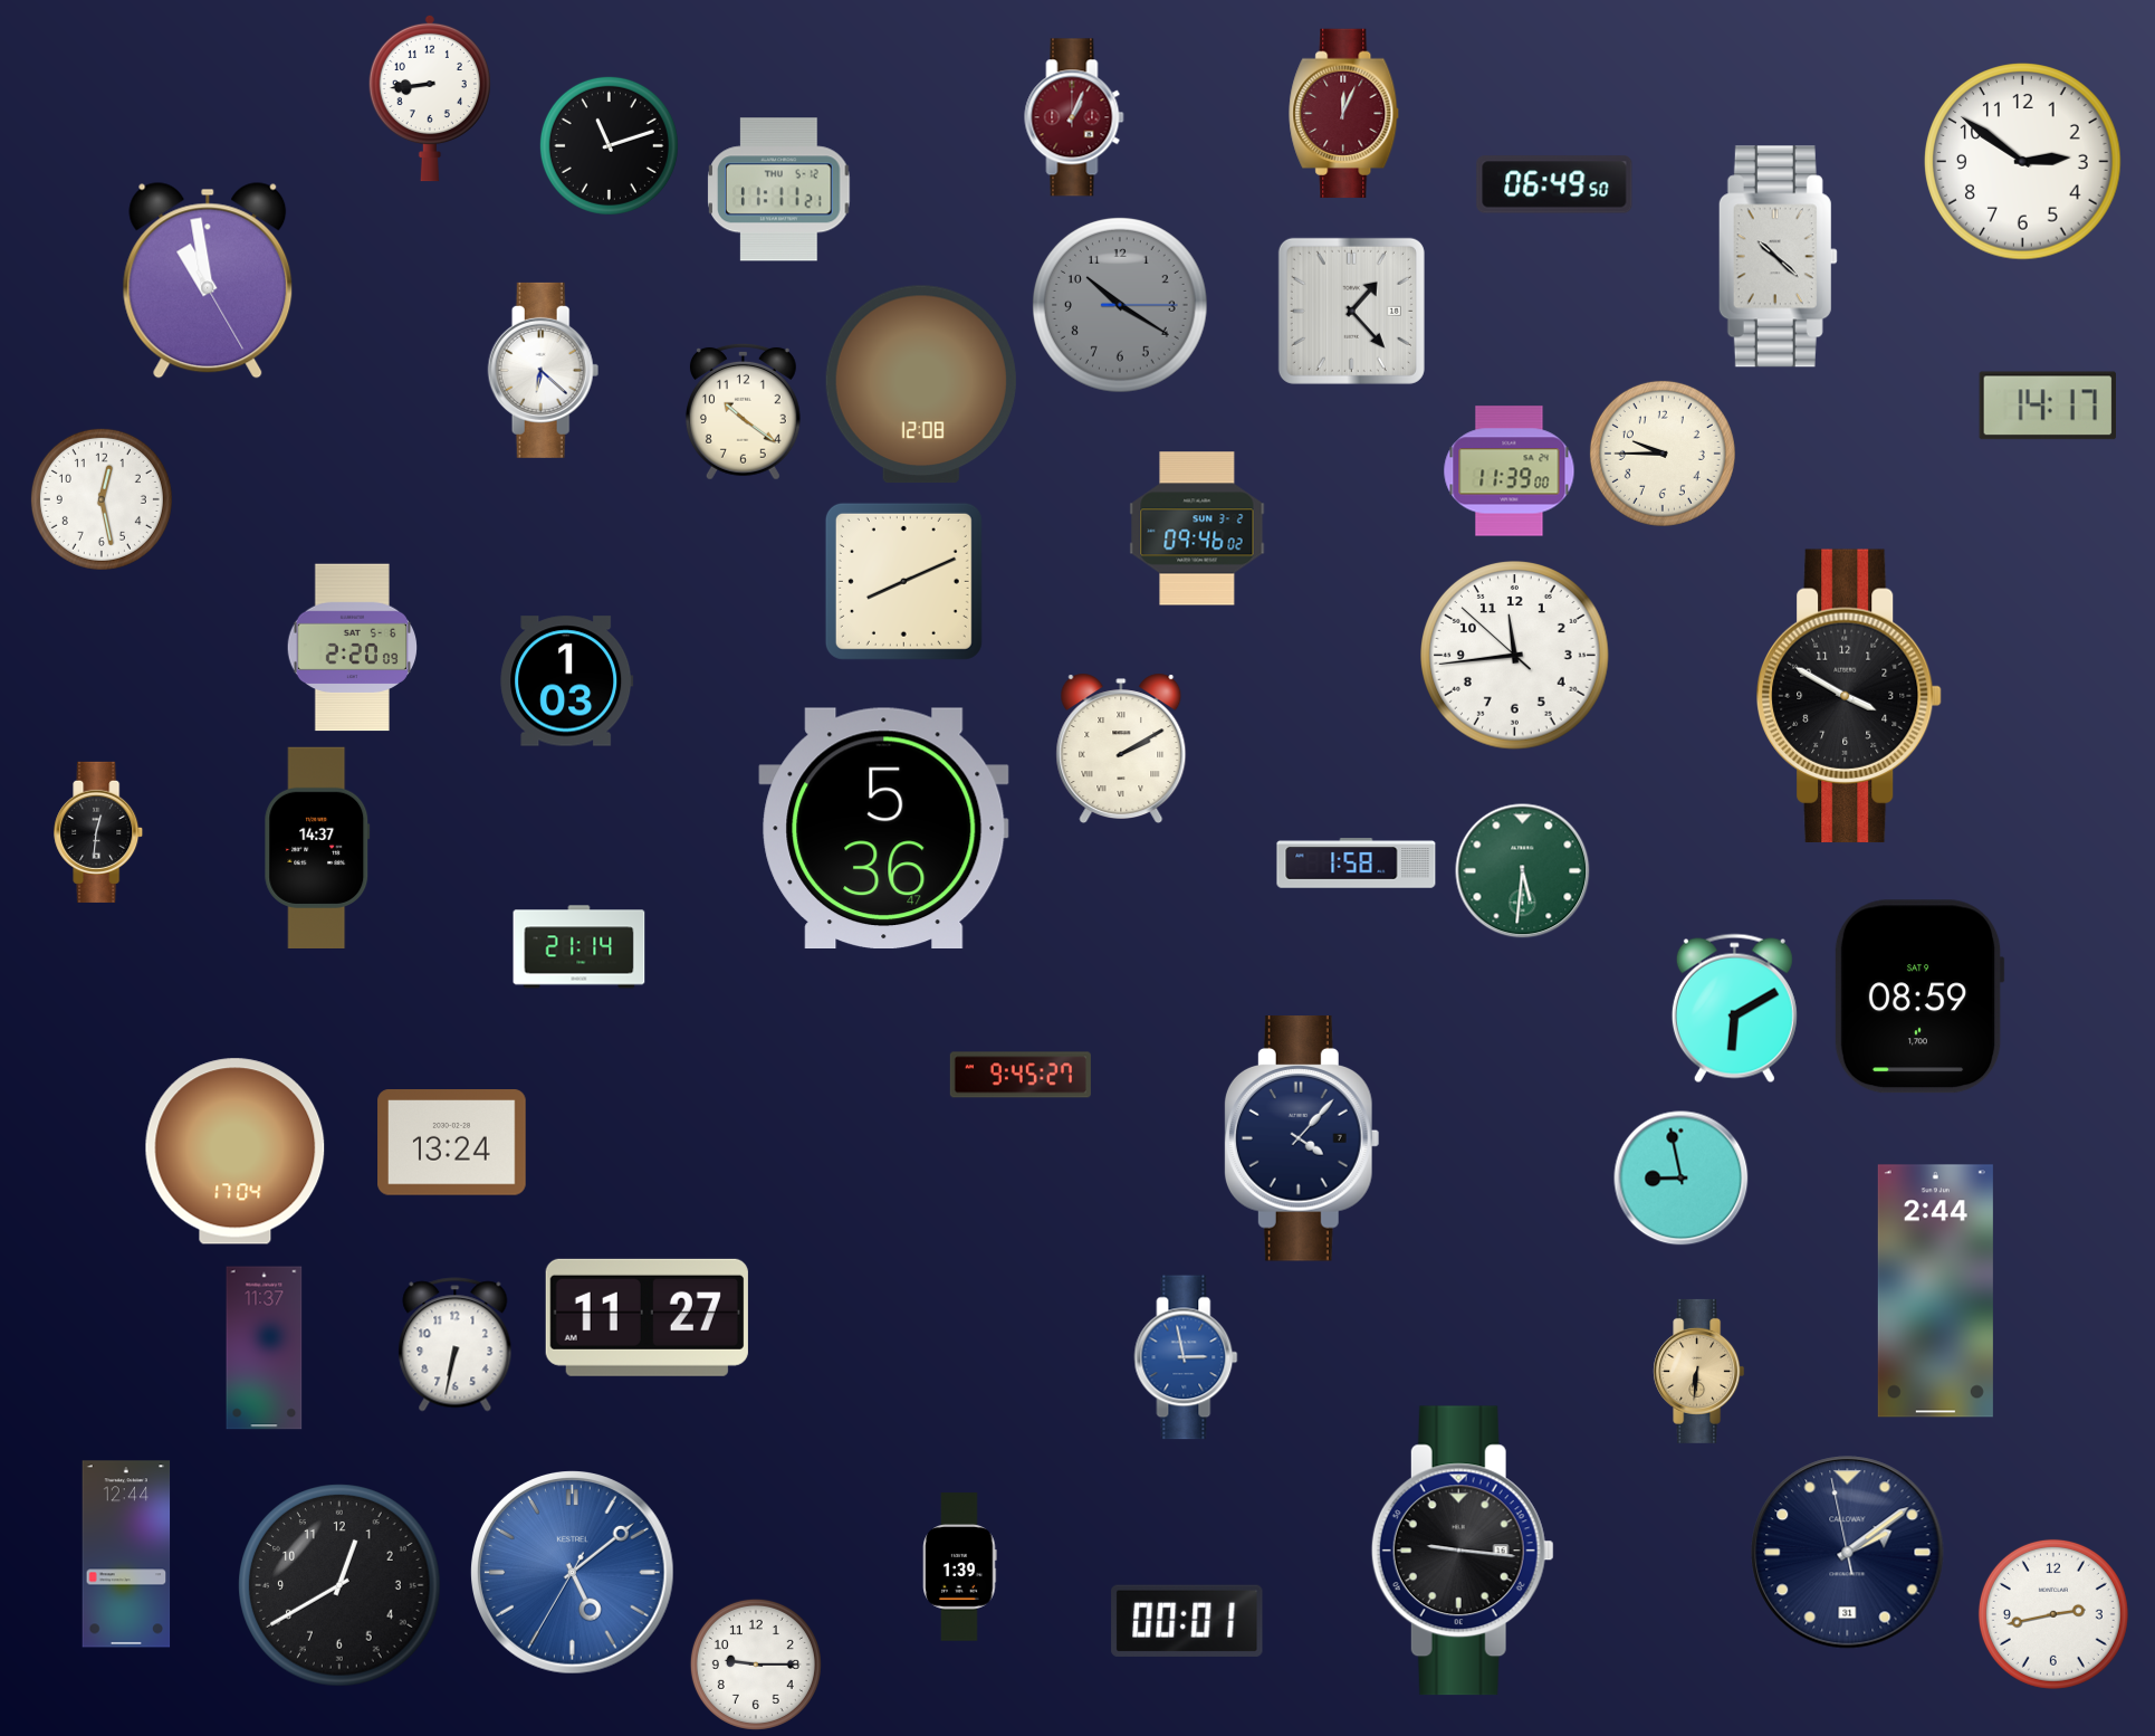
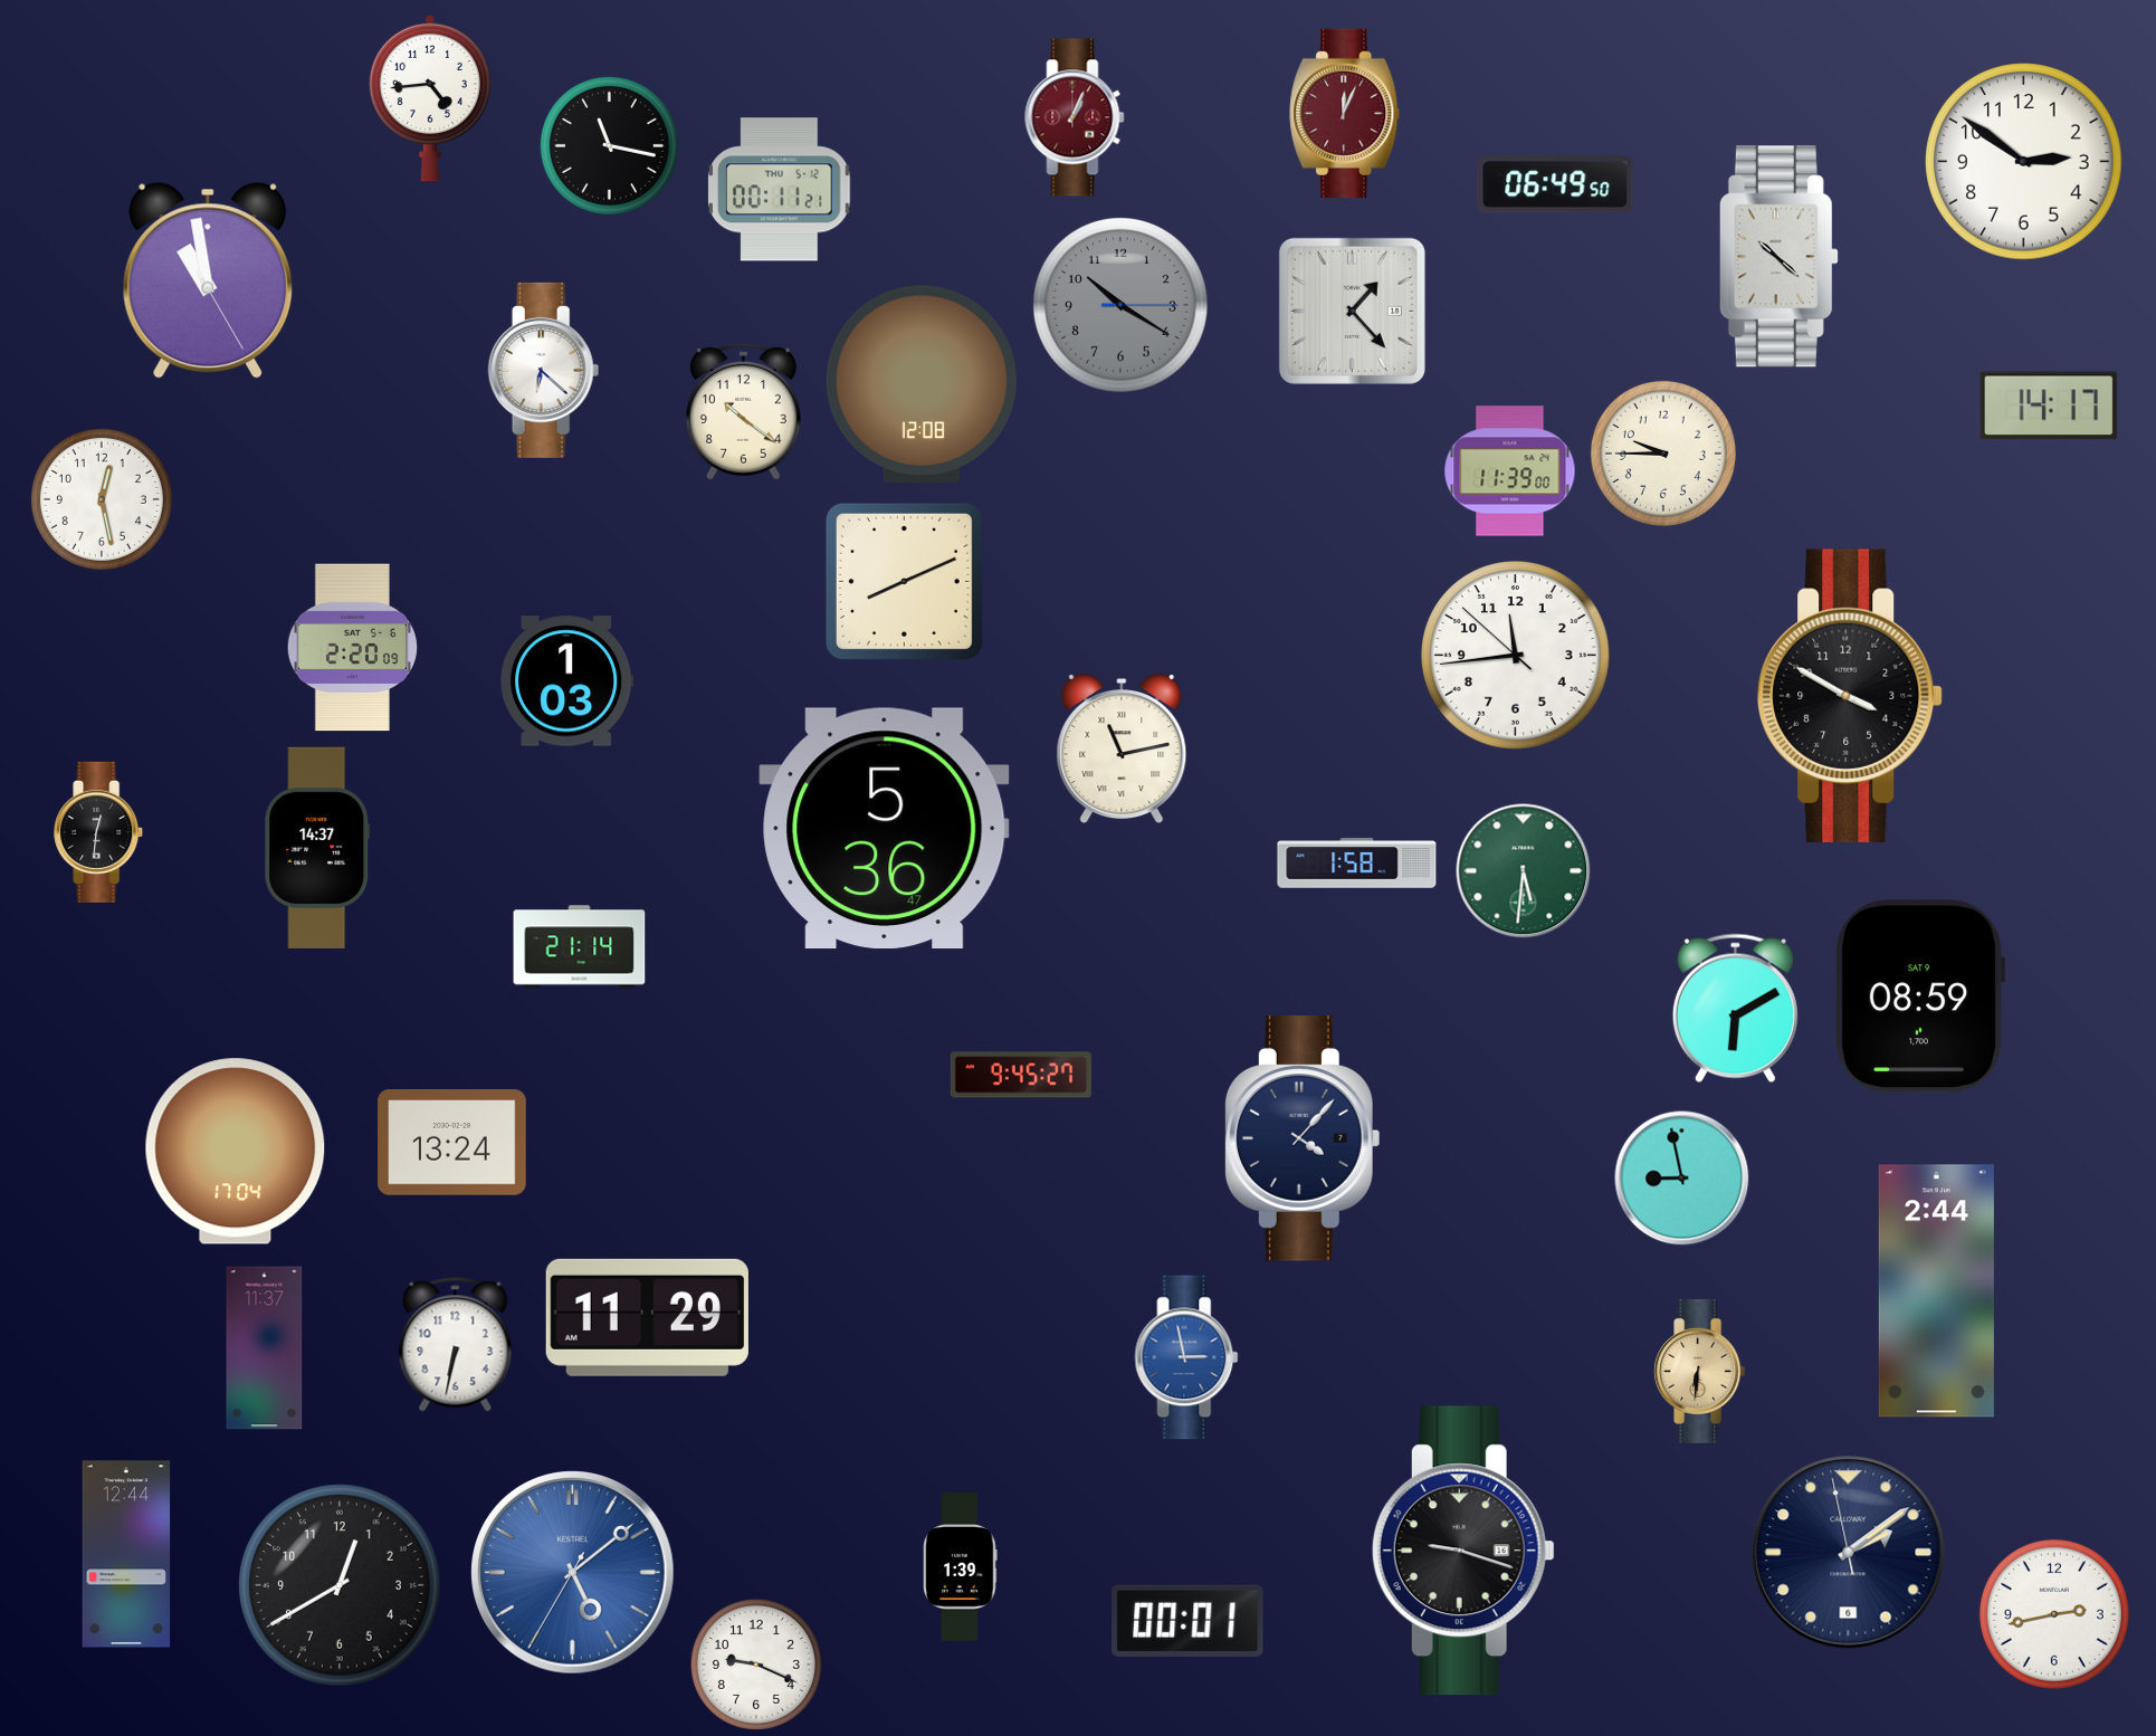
clock at (430, 98): 8:44 -> 4:44
clock at (609, 145): 11:12 -> 11:17
clock at (779, 190): 11:11 -> 00:11
clock at (1197, 528): 09:46 -> none
clock at (1121, 747): 2:10 -> 11:13
clock at (646, 1317): 11:27 -> 11:29
clock at (1463, 1551): 9:16 -> 9:18
clock at (1848, 1553) date: 31 -> 6
clock at (756, 1665): 9:15 -> 9:19
